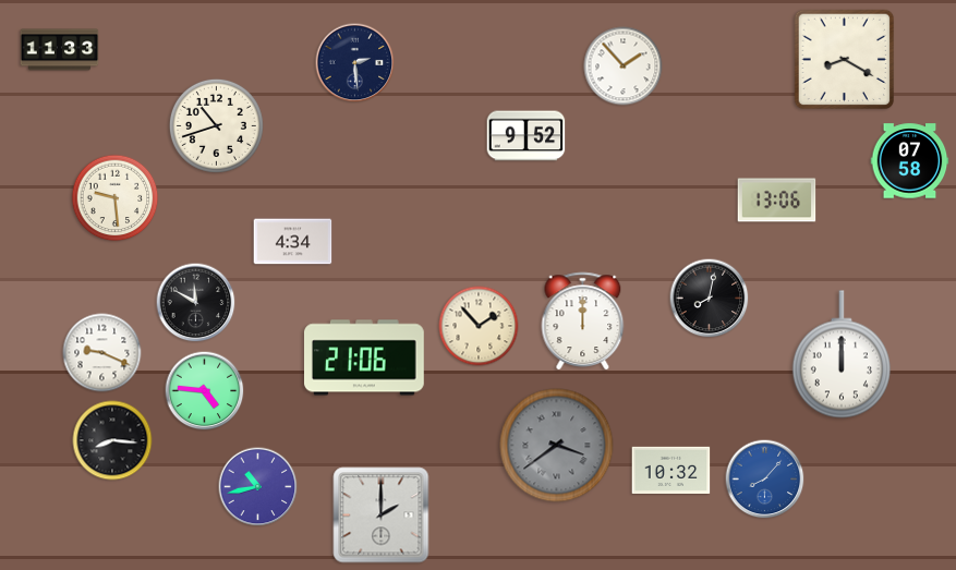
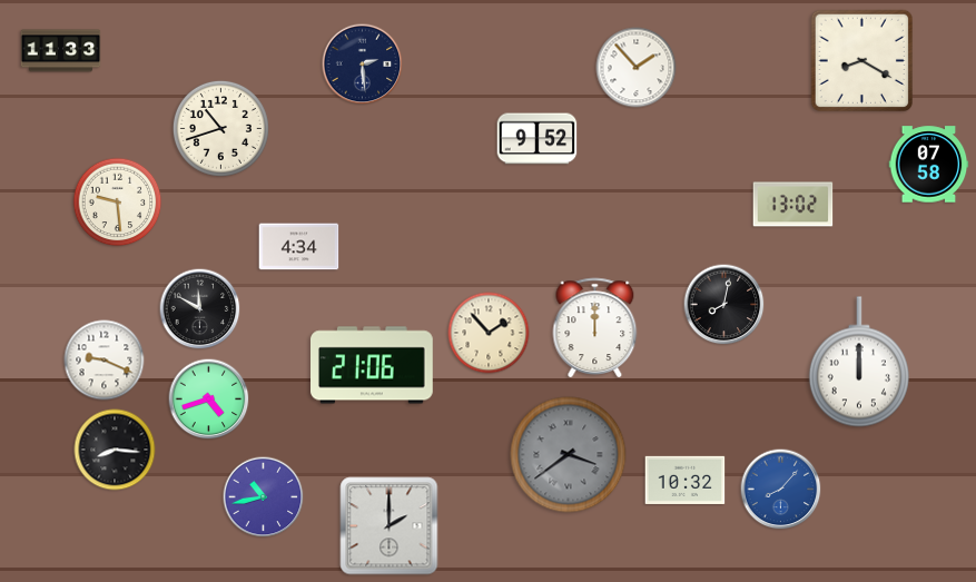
clock at (777, 201): 13:06 -> 13:02
clock at (205, 391): 4:46 -> 4:42
